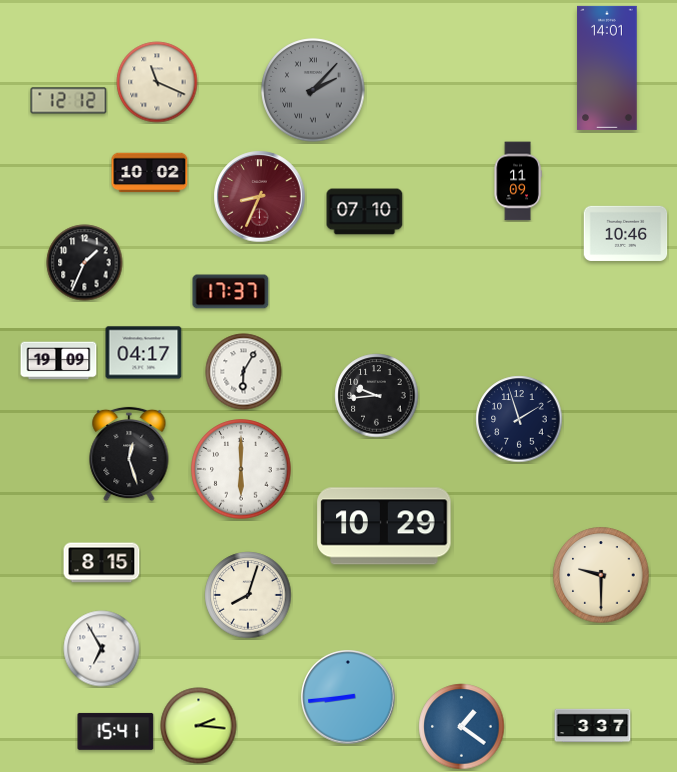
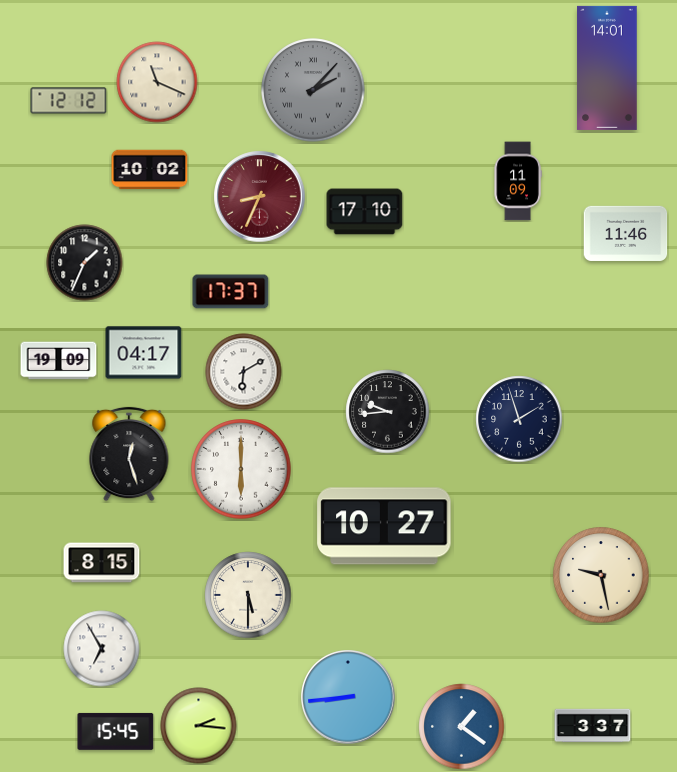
clock at (150, 173) position: (150, 173) -> (150, 170)
clock at (365, 212): 07:10 -> 17:10
clock at (626, 233): 10:46 -> 11:46
clock at (244, 372): 6:05 -> 6:10
clock at (377, 396) position: (377, 396) -> (388, 412)
clock at (384, 526): 10:29 -> 10:27
clock at (601, 575): 9:30 -> 9:28
clock at (248, 595): 8:03 -> 5:30
clock at (116, 731): 15:41 -> 15:45
